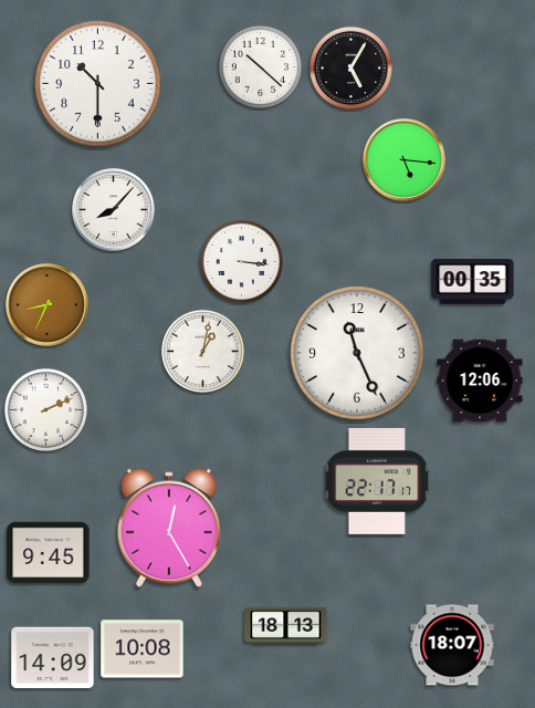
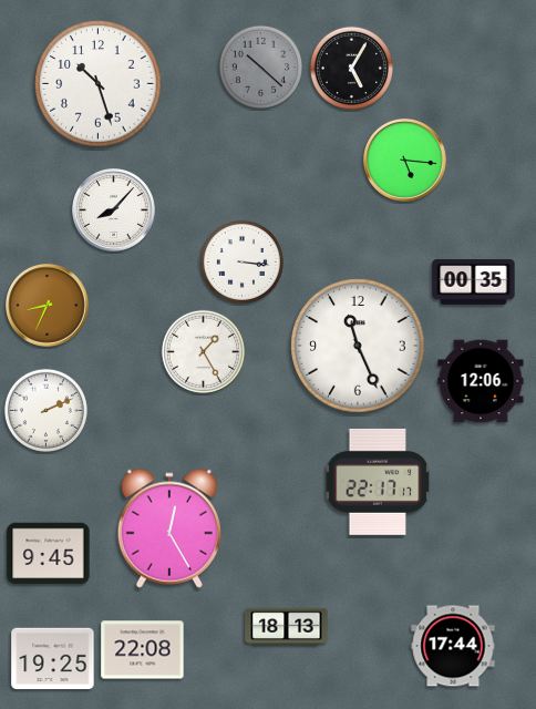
clock at (260, 66) dial: white -> grey
clock at (98, 84): 10:30 -> 10:27
clock at (202, 351): 1:02 -> 1:25
clock at (357, 353) position: (357, 353) -> (358, 346)
clock at (452, 645): 18:07 -> 17:44
clock at (143, 649): 10:08 -> 22:08
clock at (53, 658): 14:09 -> 19:25
